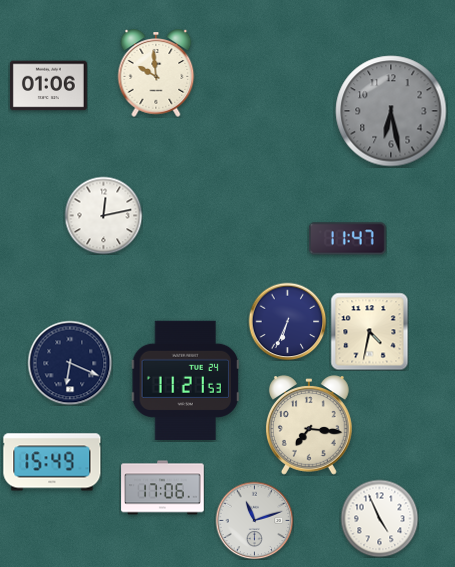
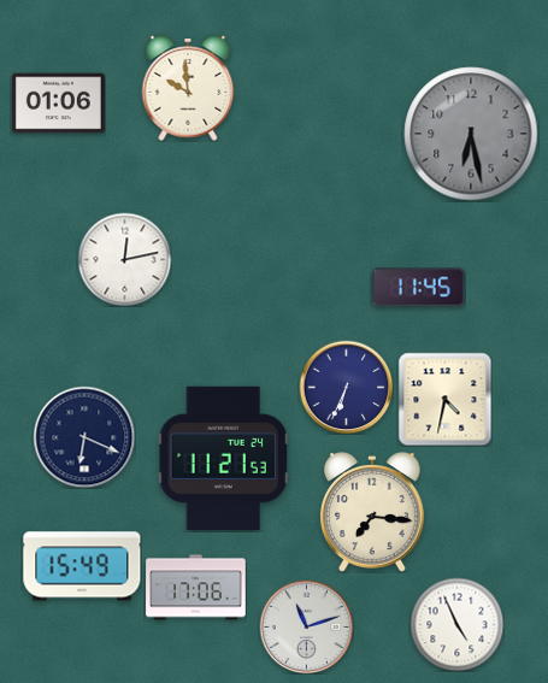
clock at (347, 239): 11:47 -> 11:45
clock at (52, 462) position: (52, 462) -> (82, 566)
